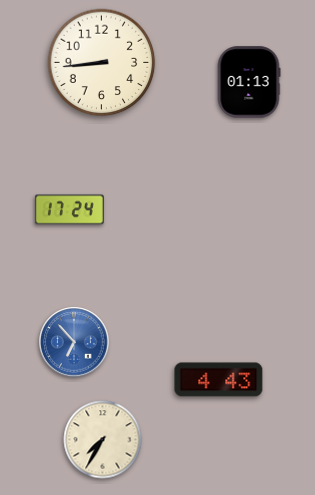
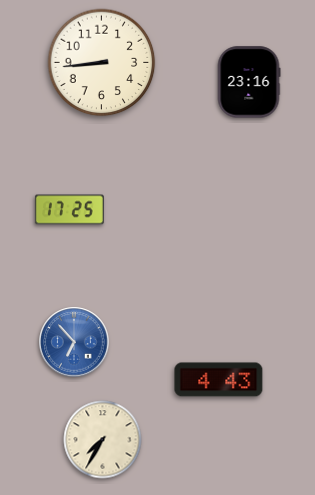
clock at (249, 82): 01:13 -> 23:16
clock at (69, 210): 17:24 -> 17:25
